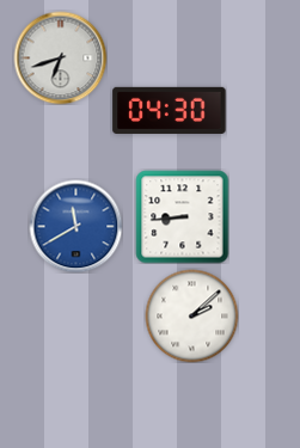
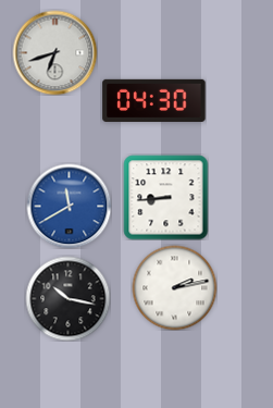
clock at (191, 315): 2:08 -> 2:13
clock at (67, 298): none -> 10:17
